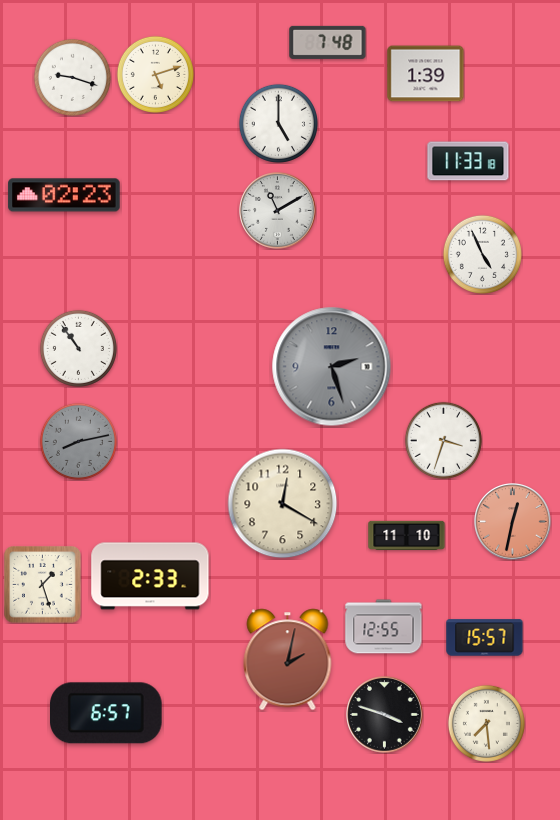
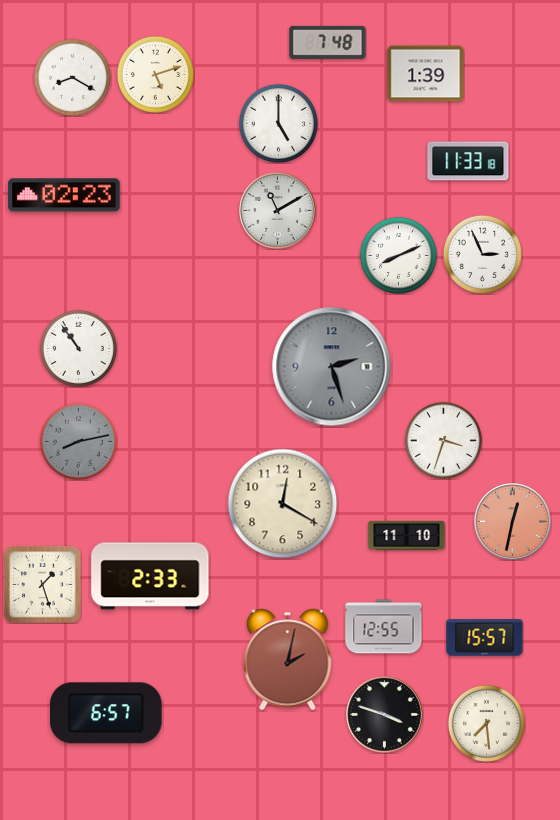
clock at (72, 77): 9:18 -> 8:20
clock at (482, 254): 4:56 -> 2:56
clock at (398, 255): none -> 8:11
